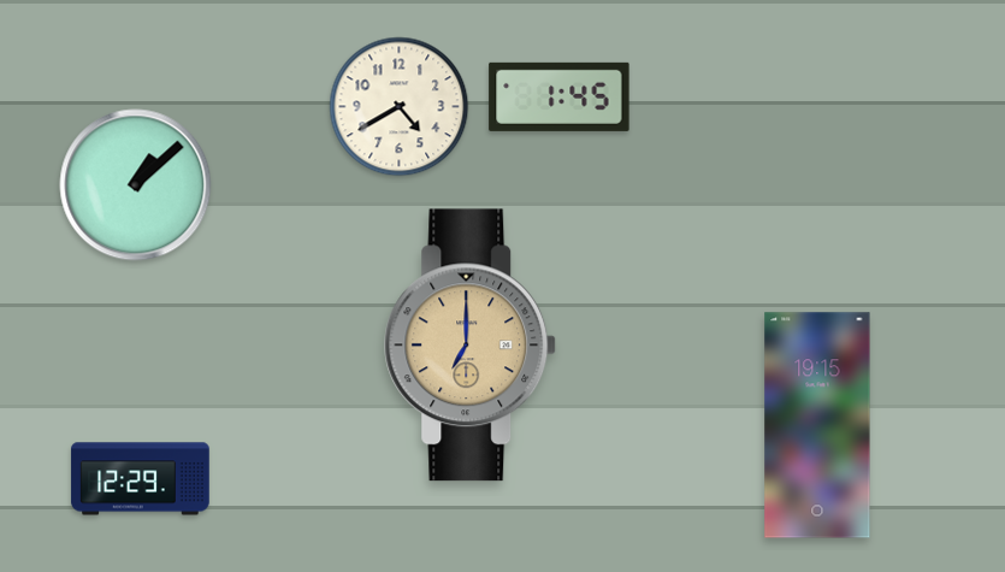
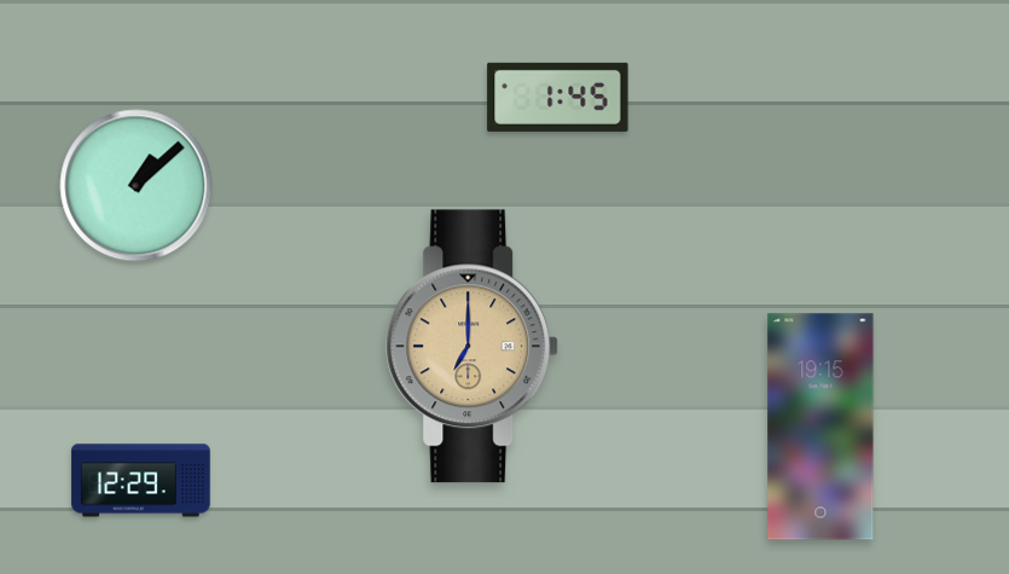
clock at (560, 96) position: (560, 96) -> (558, 97)
clock at (400, 107): 4:40 -> none
